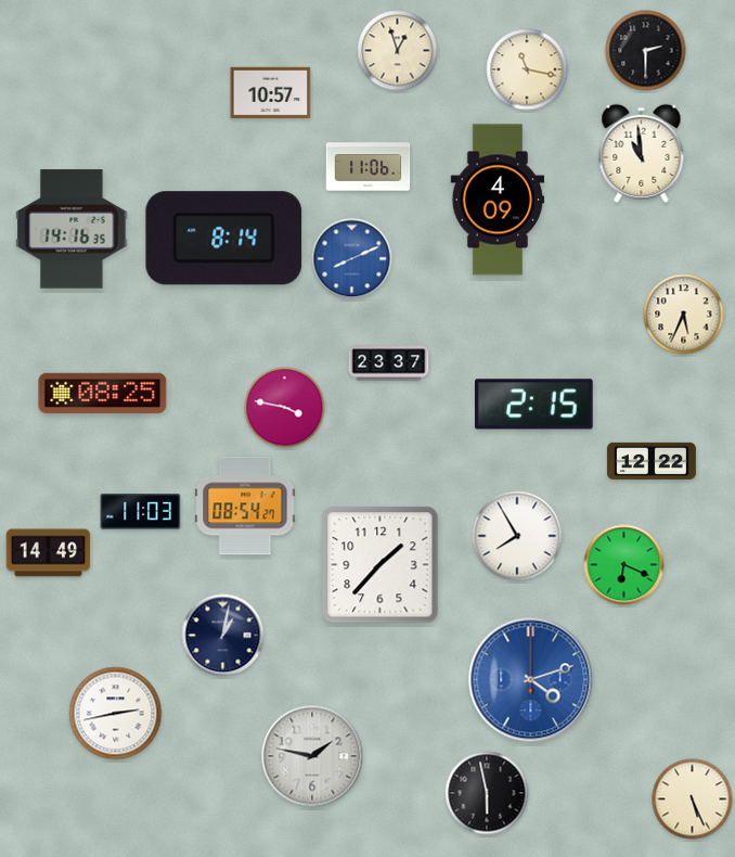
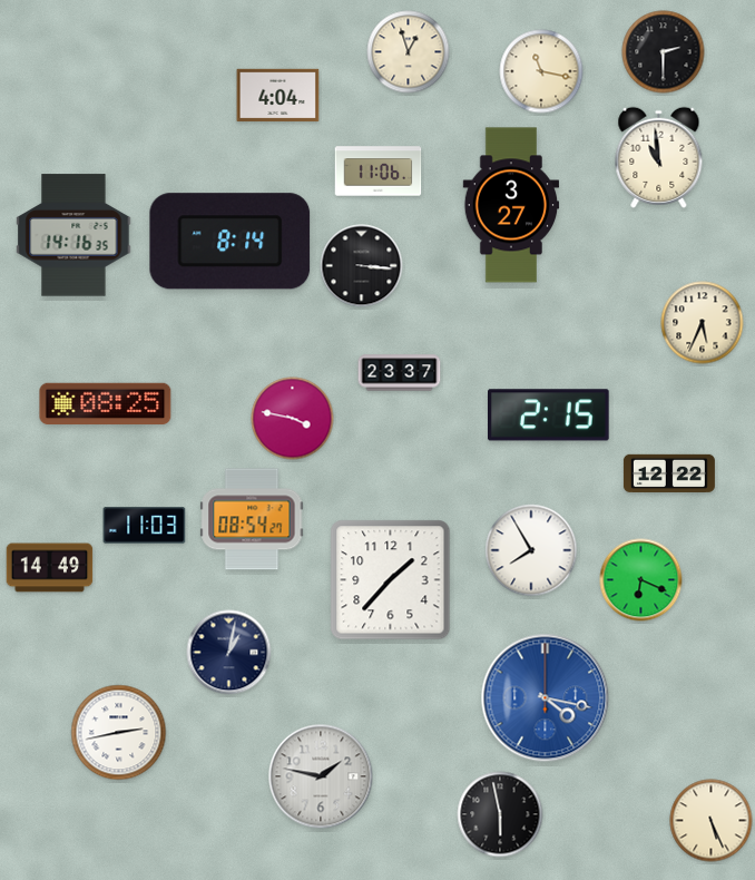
clock at (271, 93): 10:57 -> 4:04
clock at (498, 200): 4:09 -> 3:27
clock at (224, 239) position: (224, 239) -> (231, 242)
clock at (352, 259): 8:11 -> 3:16
clock at (352, 259) dial: blue -> black
clock at (531, 680): 4:12 -> 4:17
